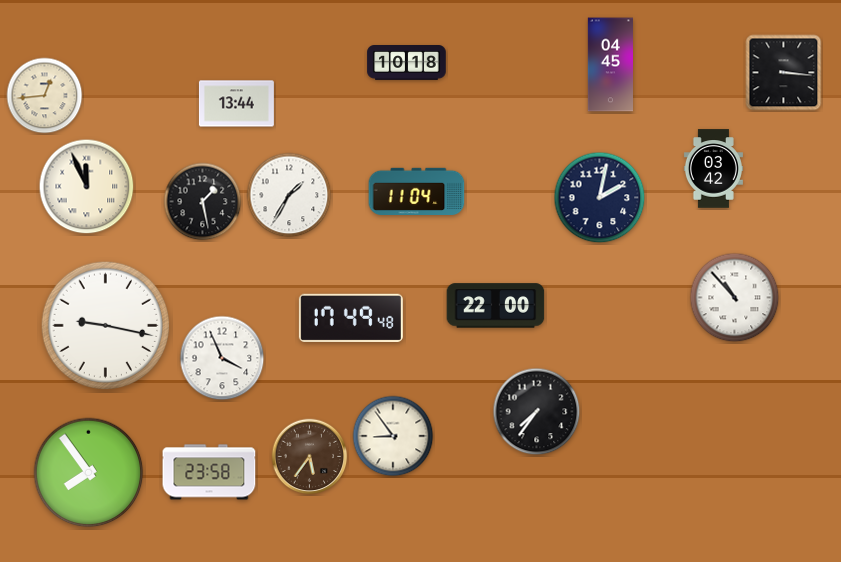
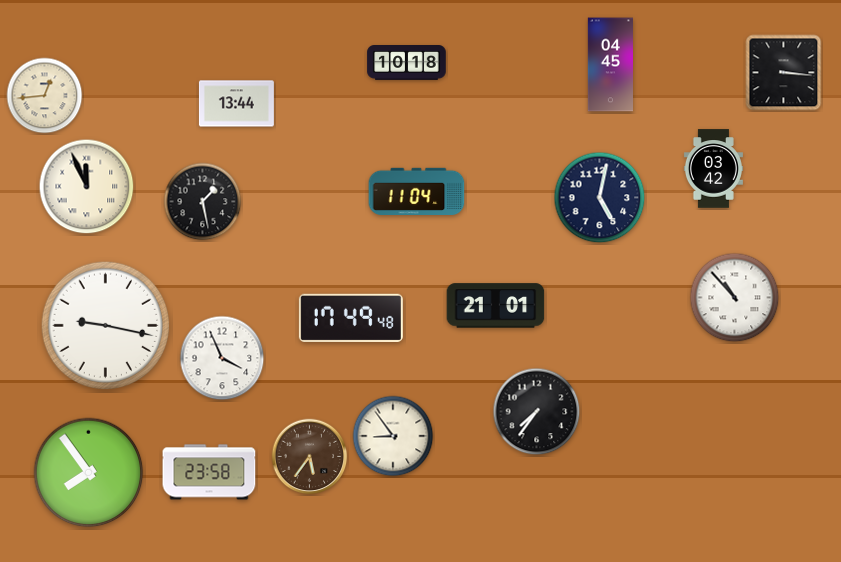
clock at (289, 195): 1:35 -> none
clock at (600, 198): 2:02 -> 5:02
clock at (496, 306): 22:00 -> 21:01
